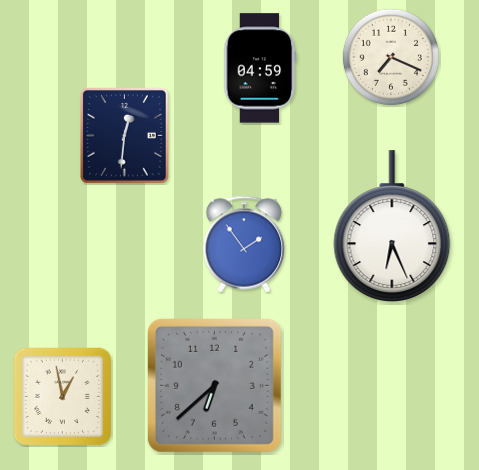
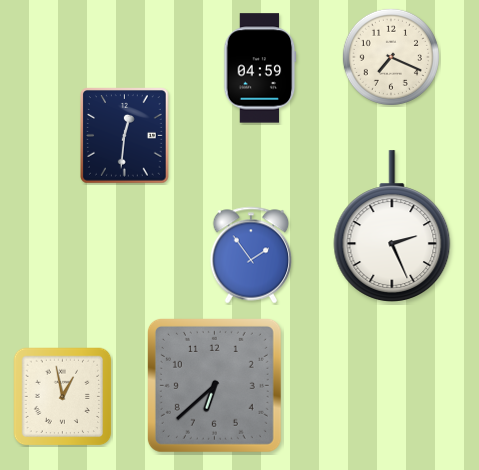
clock at (392, 226): 6:26 -> 2:26
clock at (244, 244) position: (244, 244) -> (251, 255)
